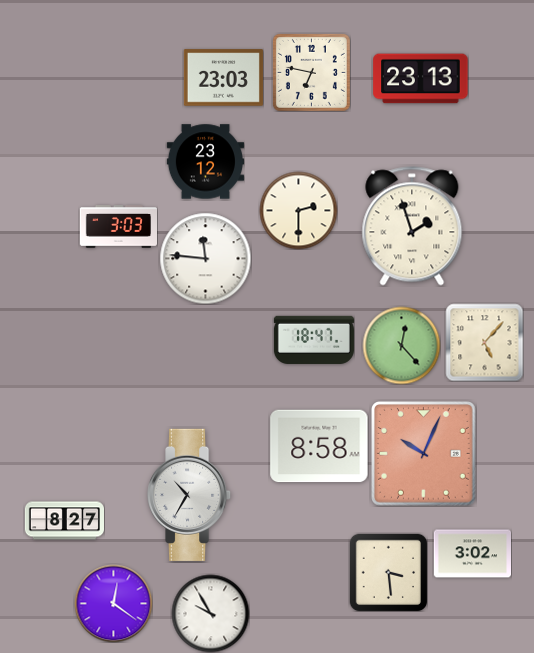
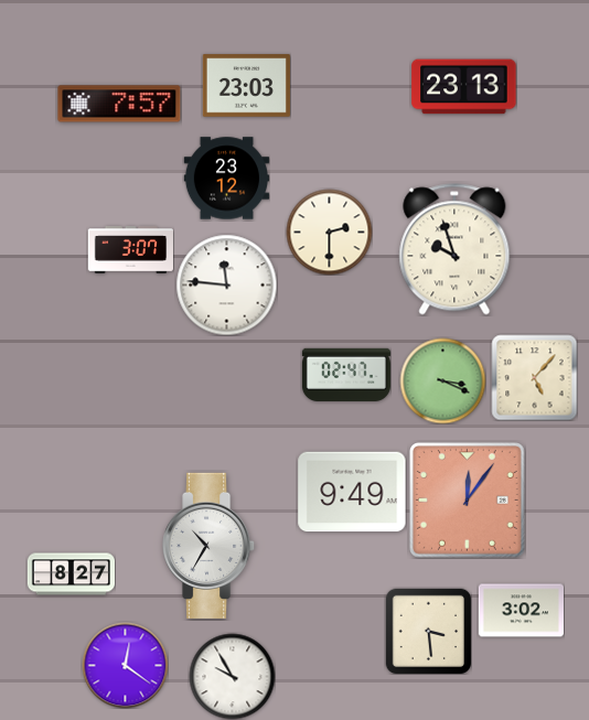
clock at (311, 72): 6:47 -> none
clock at (119, 104): none -> 7:57
clock at (412, 226): 1:57 -> 9:57
clock at (118, 227): 3:03 -> 3:07
clock at (314, 339): 18:47 -> 02:47
clock at (401, 345): 12:23 -> 3:19
clock at (319, 446): 8:58 -> 9:49
clock at (424, 454): 10:04 -> 12:06
